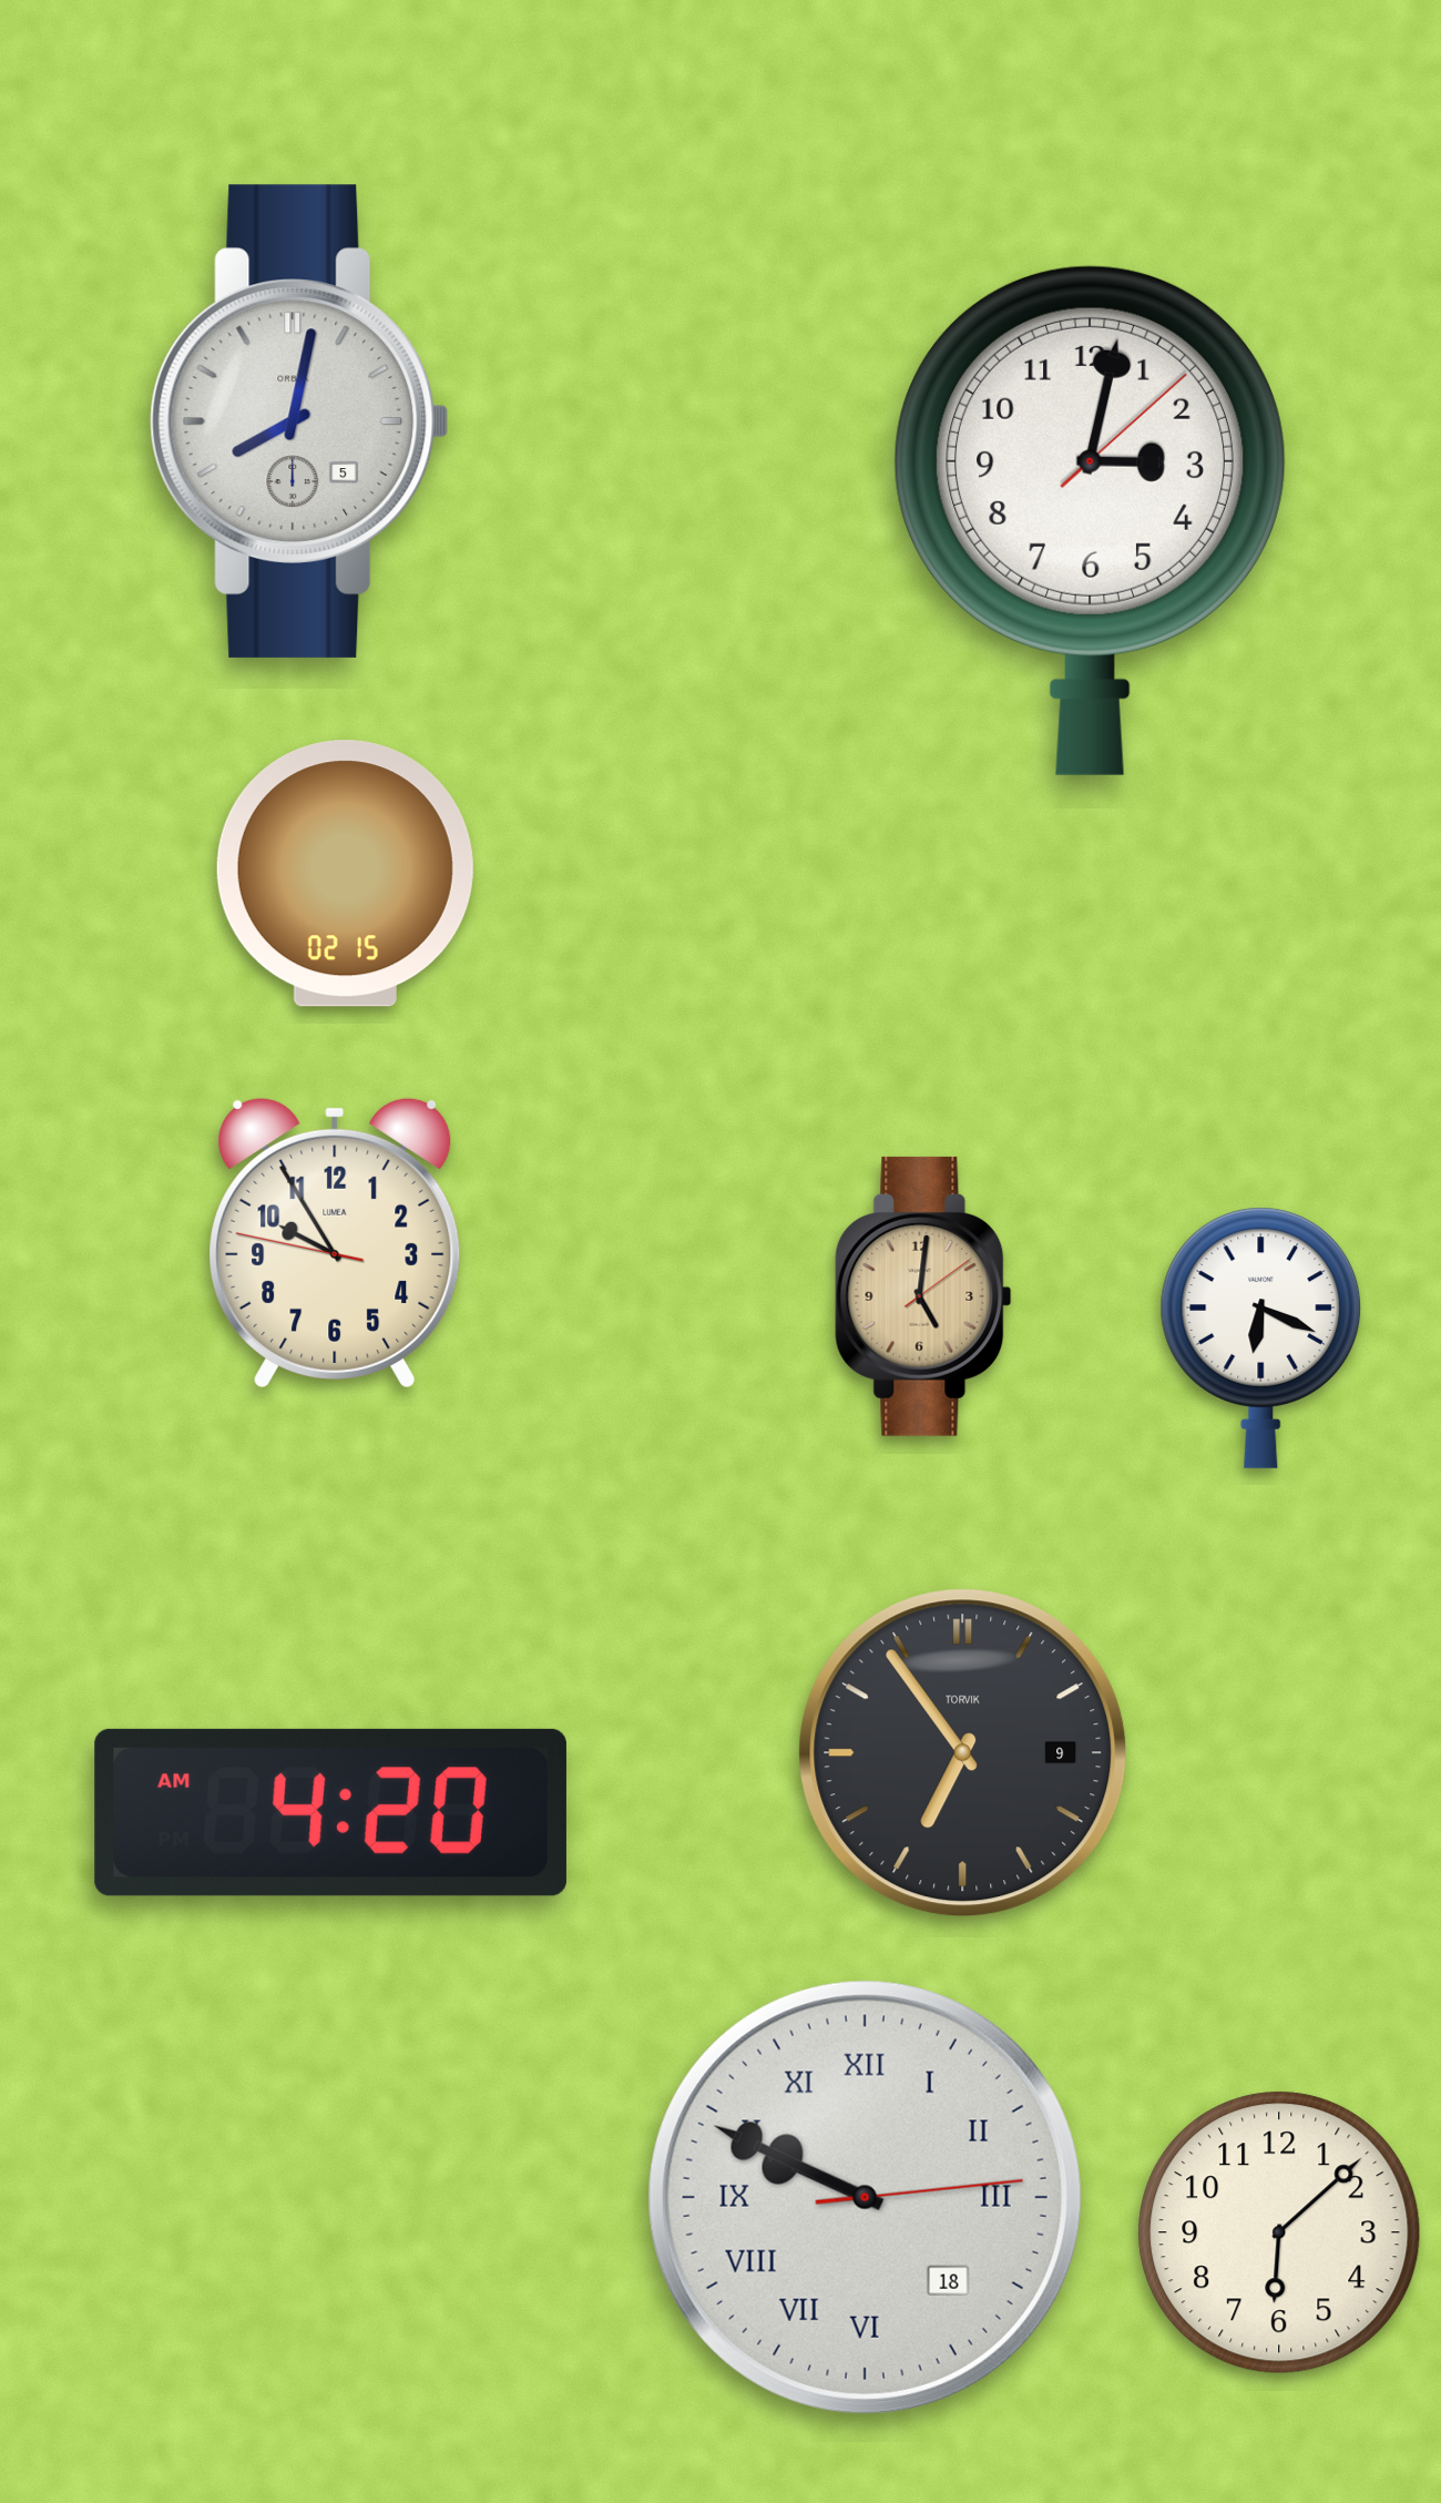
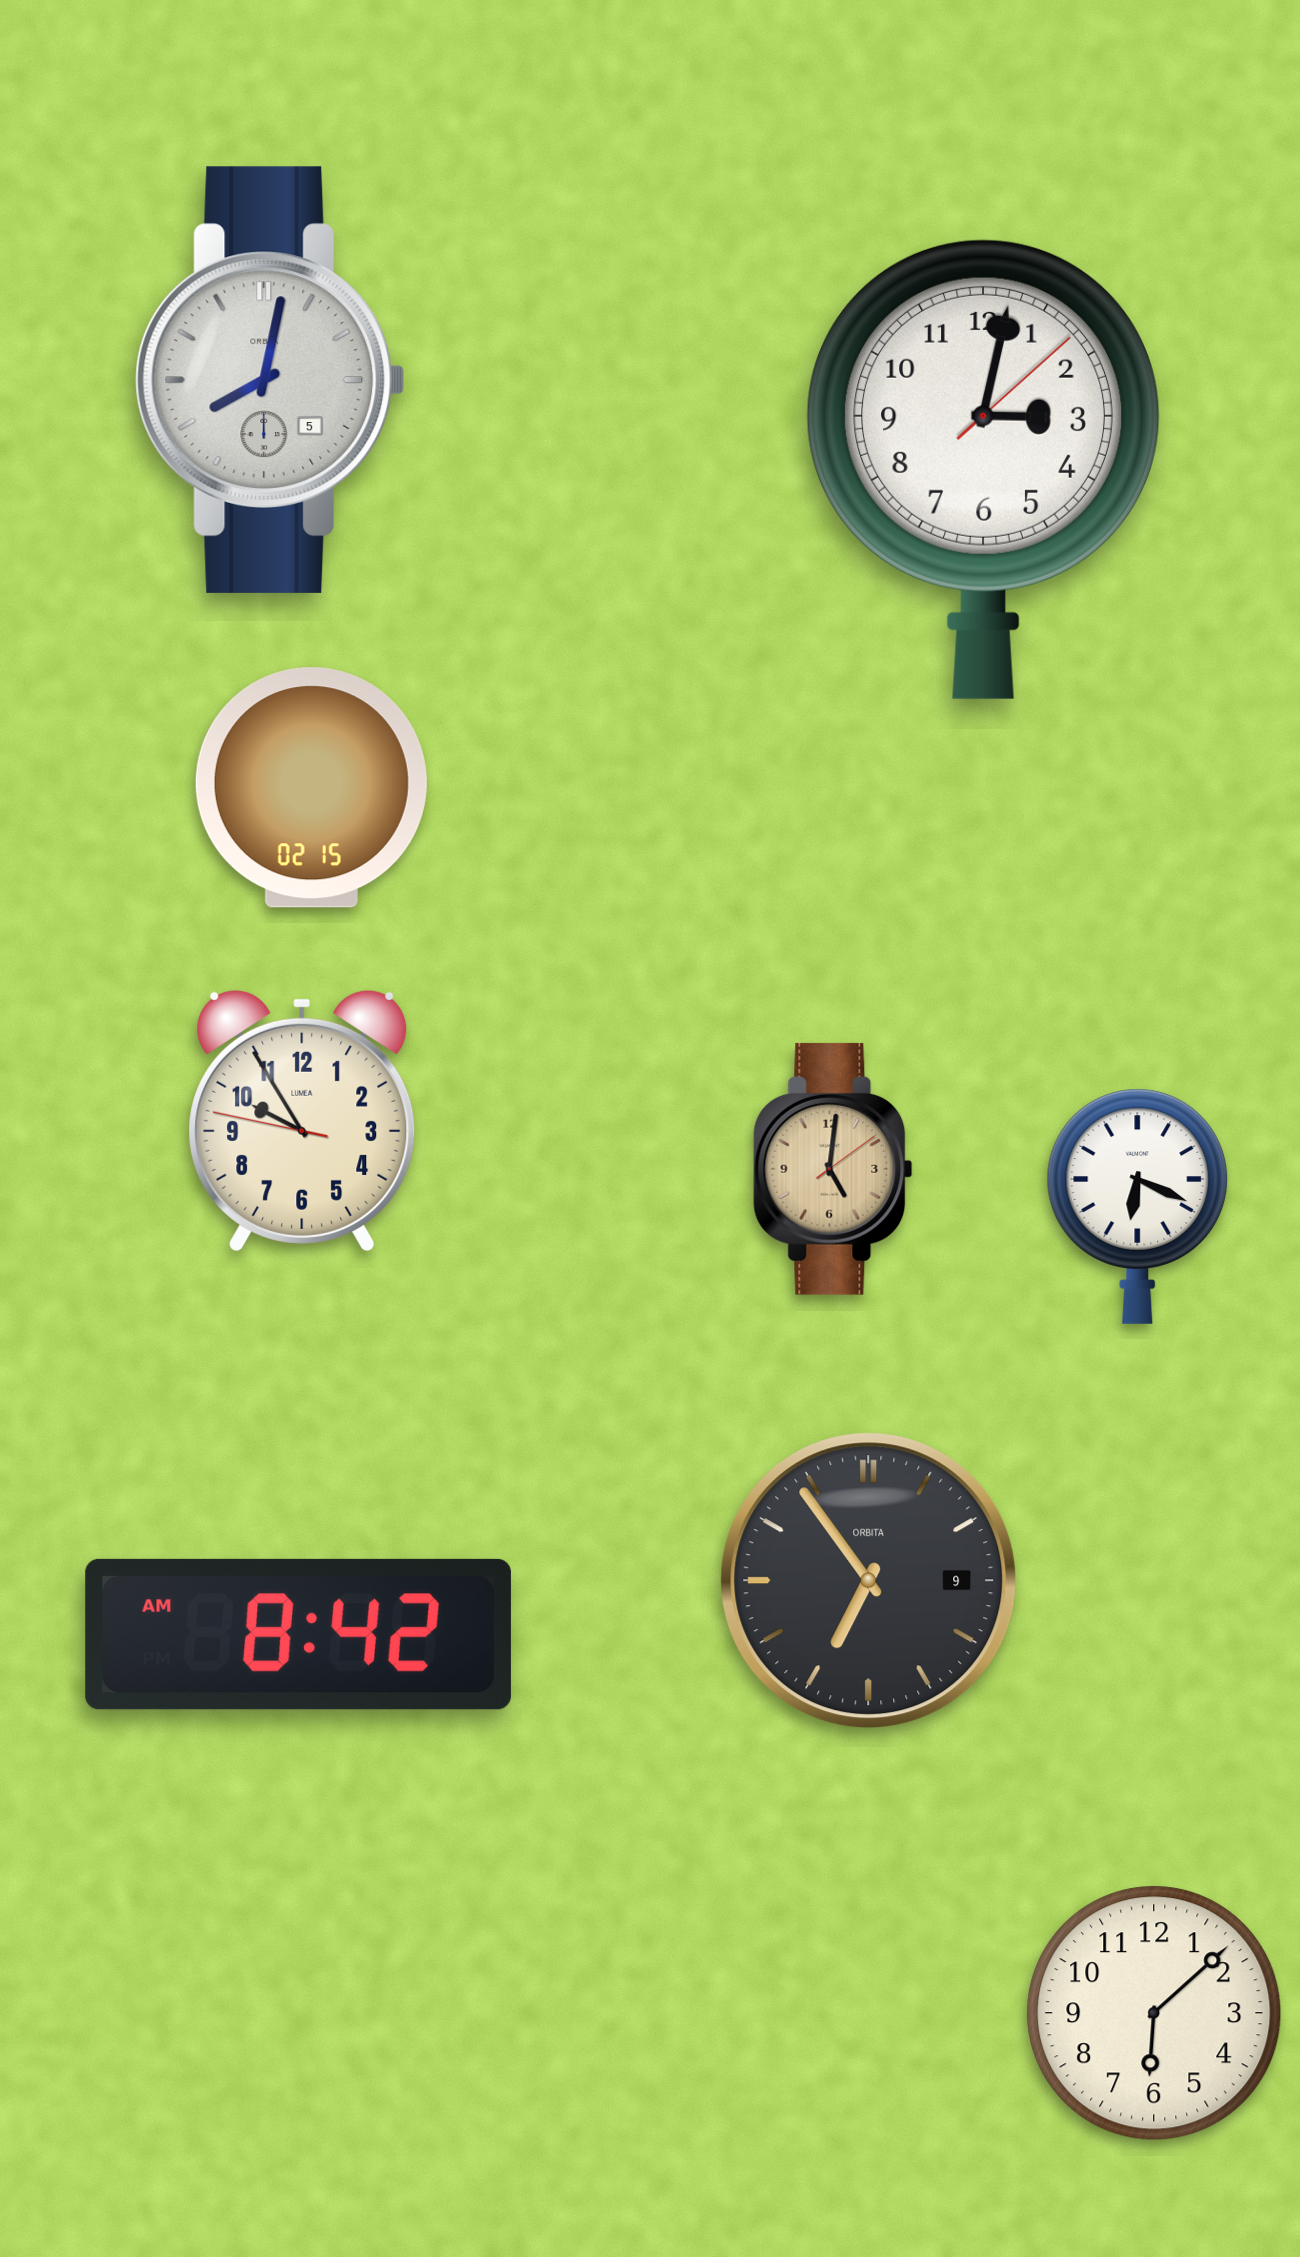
clock at (963, 1753) brand: TORVIK -> ORBITA
clock at (330, 1812): 4:20 -> 8:42
clock at (865, 2197): 9:49 -> none
